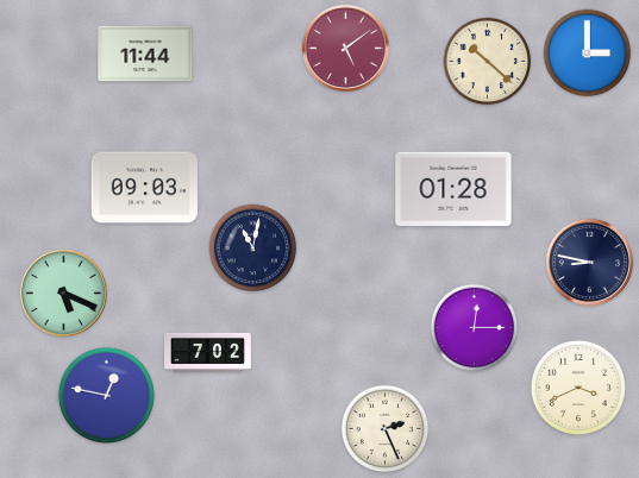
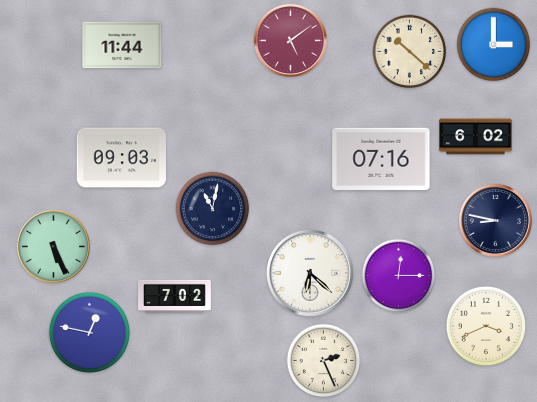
clock at (476, 137): none -> 6:02
clock at (453, 188): 01:28 -> 07:16
clock at (63, 293): 5:19 -> 5:26
clock at (311, 274): none -> 6:22
